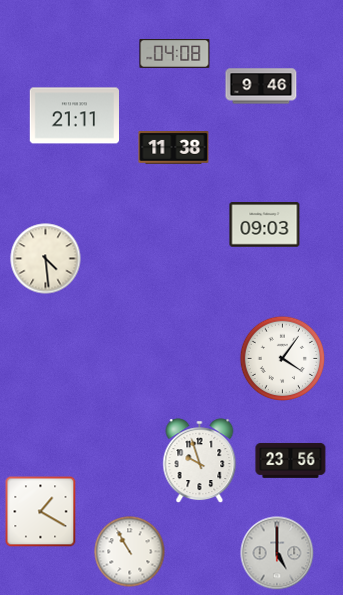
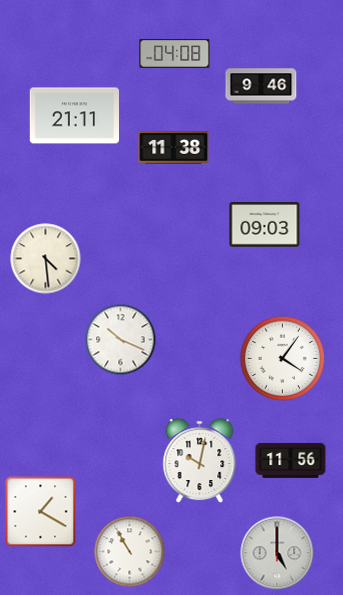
clock at (121, 340): none -> 10:19
clock at (291, 460): 23:56 -> 11:56
clock at (200, 461): 9:57 -> 10:02
